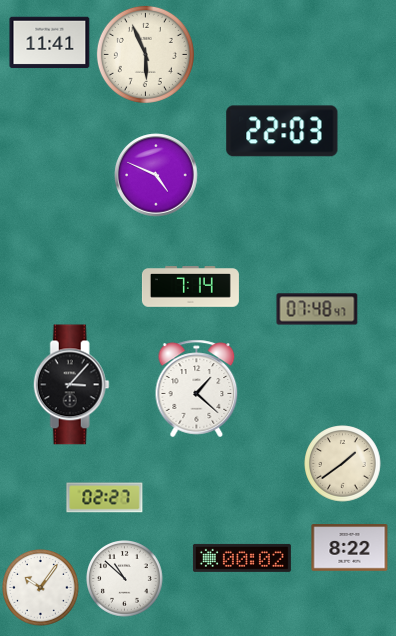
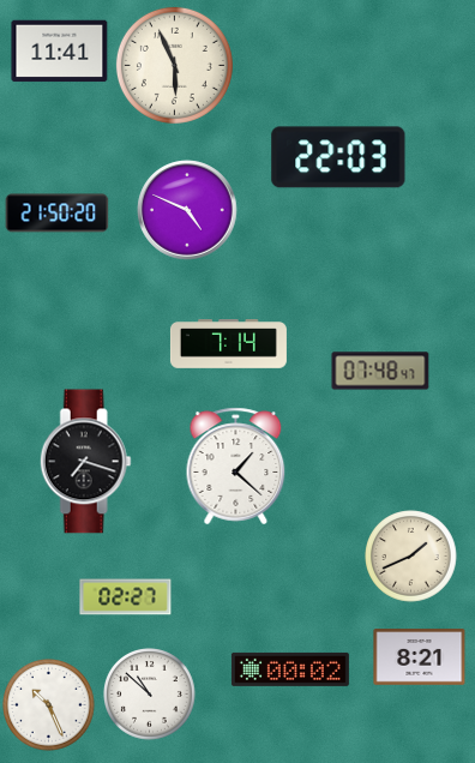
clock at (58, 214): none -> 21:50
clock at (71, 385): 3:07 -> 7:18
clock at (343, 464): 1:39 -> 1:41
clock at (350, 548): 8:22 -> 8:21
clock at (41, 588): 10:06 -> 10:26
